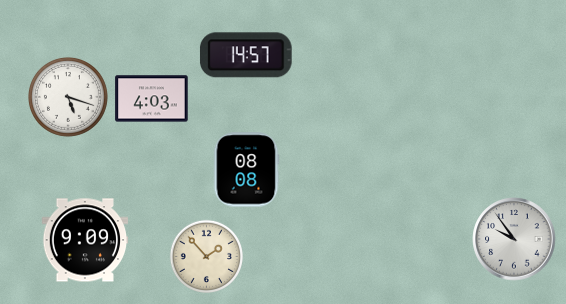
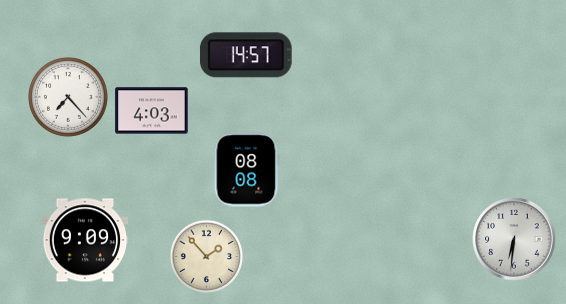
clock at (68, 97): 5:18 -> 7:23
clock at (152, 99) position: (152, 99) -> (152, 111)
clock at (514, 239): 9:54 -> 6:31
